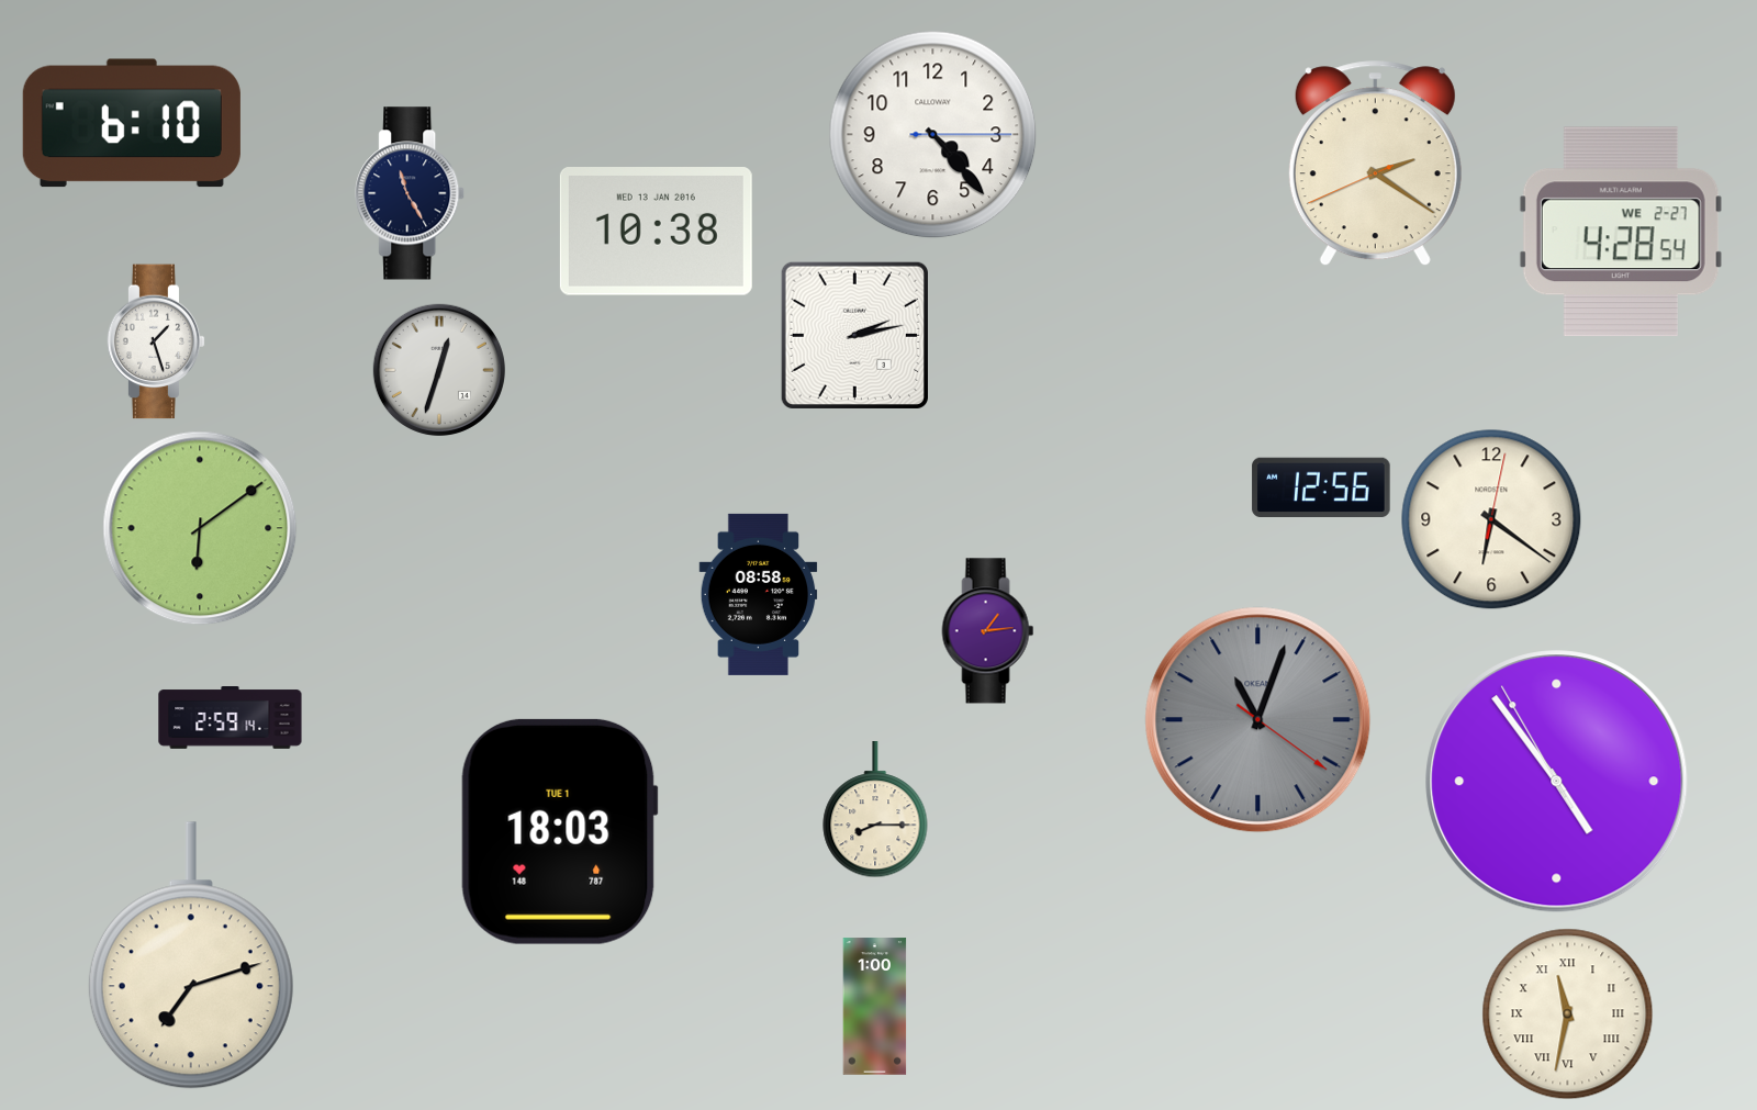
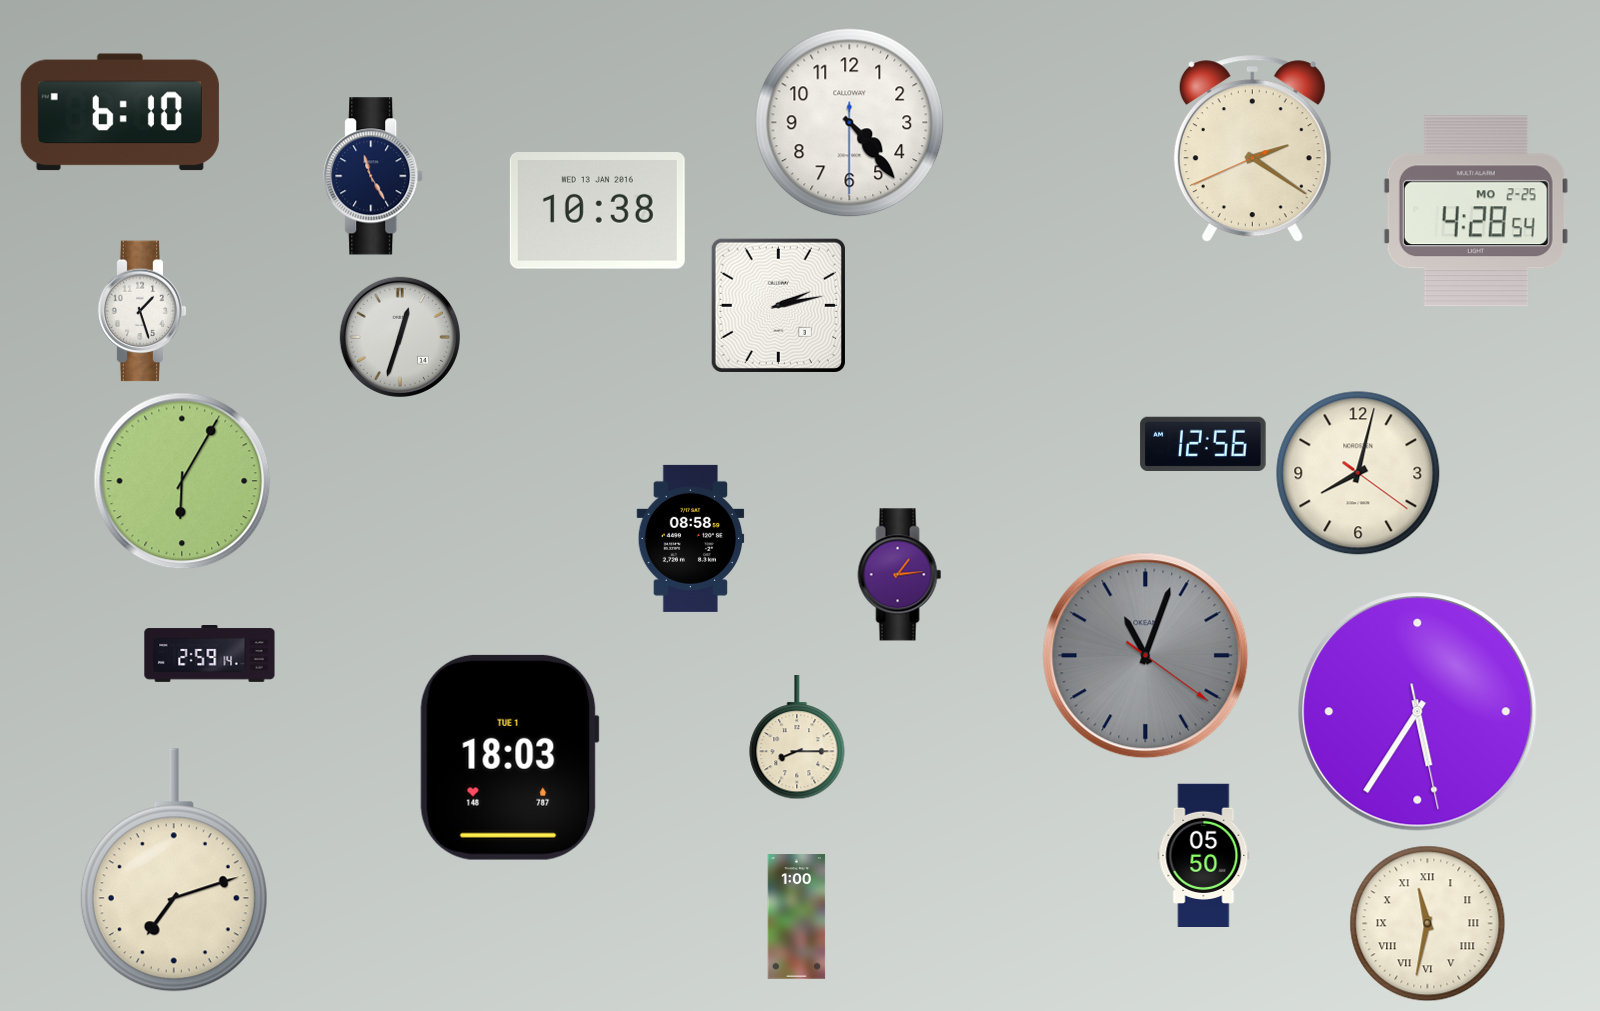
clock at (933, 135): 4:23:15 -> 4:23:30
clock at (1621, 232) date: WE 2-27 -> MO 2-25
clock at (1491, 519): 6:21 -> 8:02
clock at (200, 528): 6:09 -> 6:05
clock at (759, 594) position: (759, 594) -> (691, 538)
clock at (1557, 782): 4:53 -> 5:35
clock at (1204, 856): none -> 05:50
